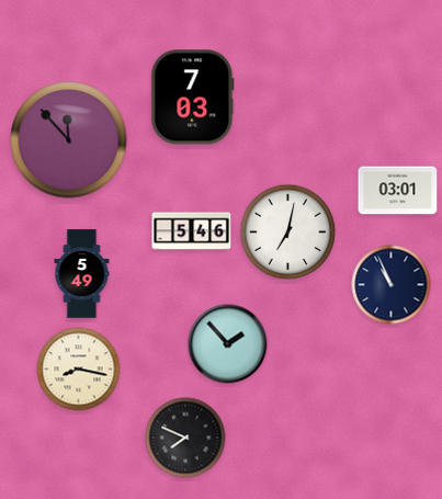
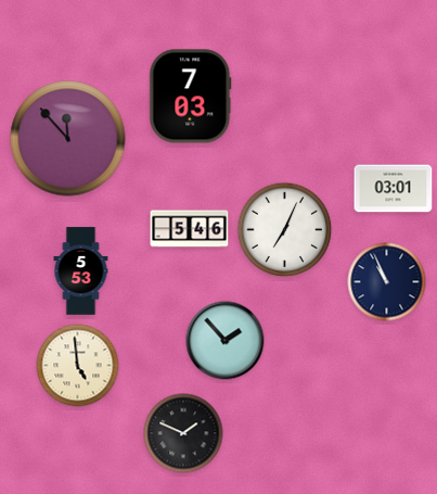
clock at (288, 233): 7:02 -> 7:04
clock at (82, 274): 5:49 -> 5:53
clock at (79, 370): 8:17 -> 4:59
clock at (185, 438): 7:49 -> 1:49
